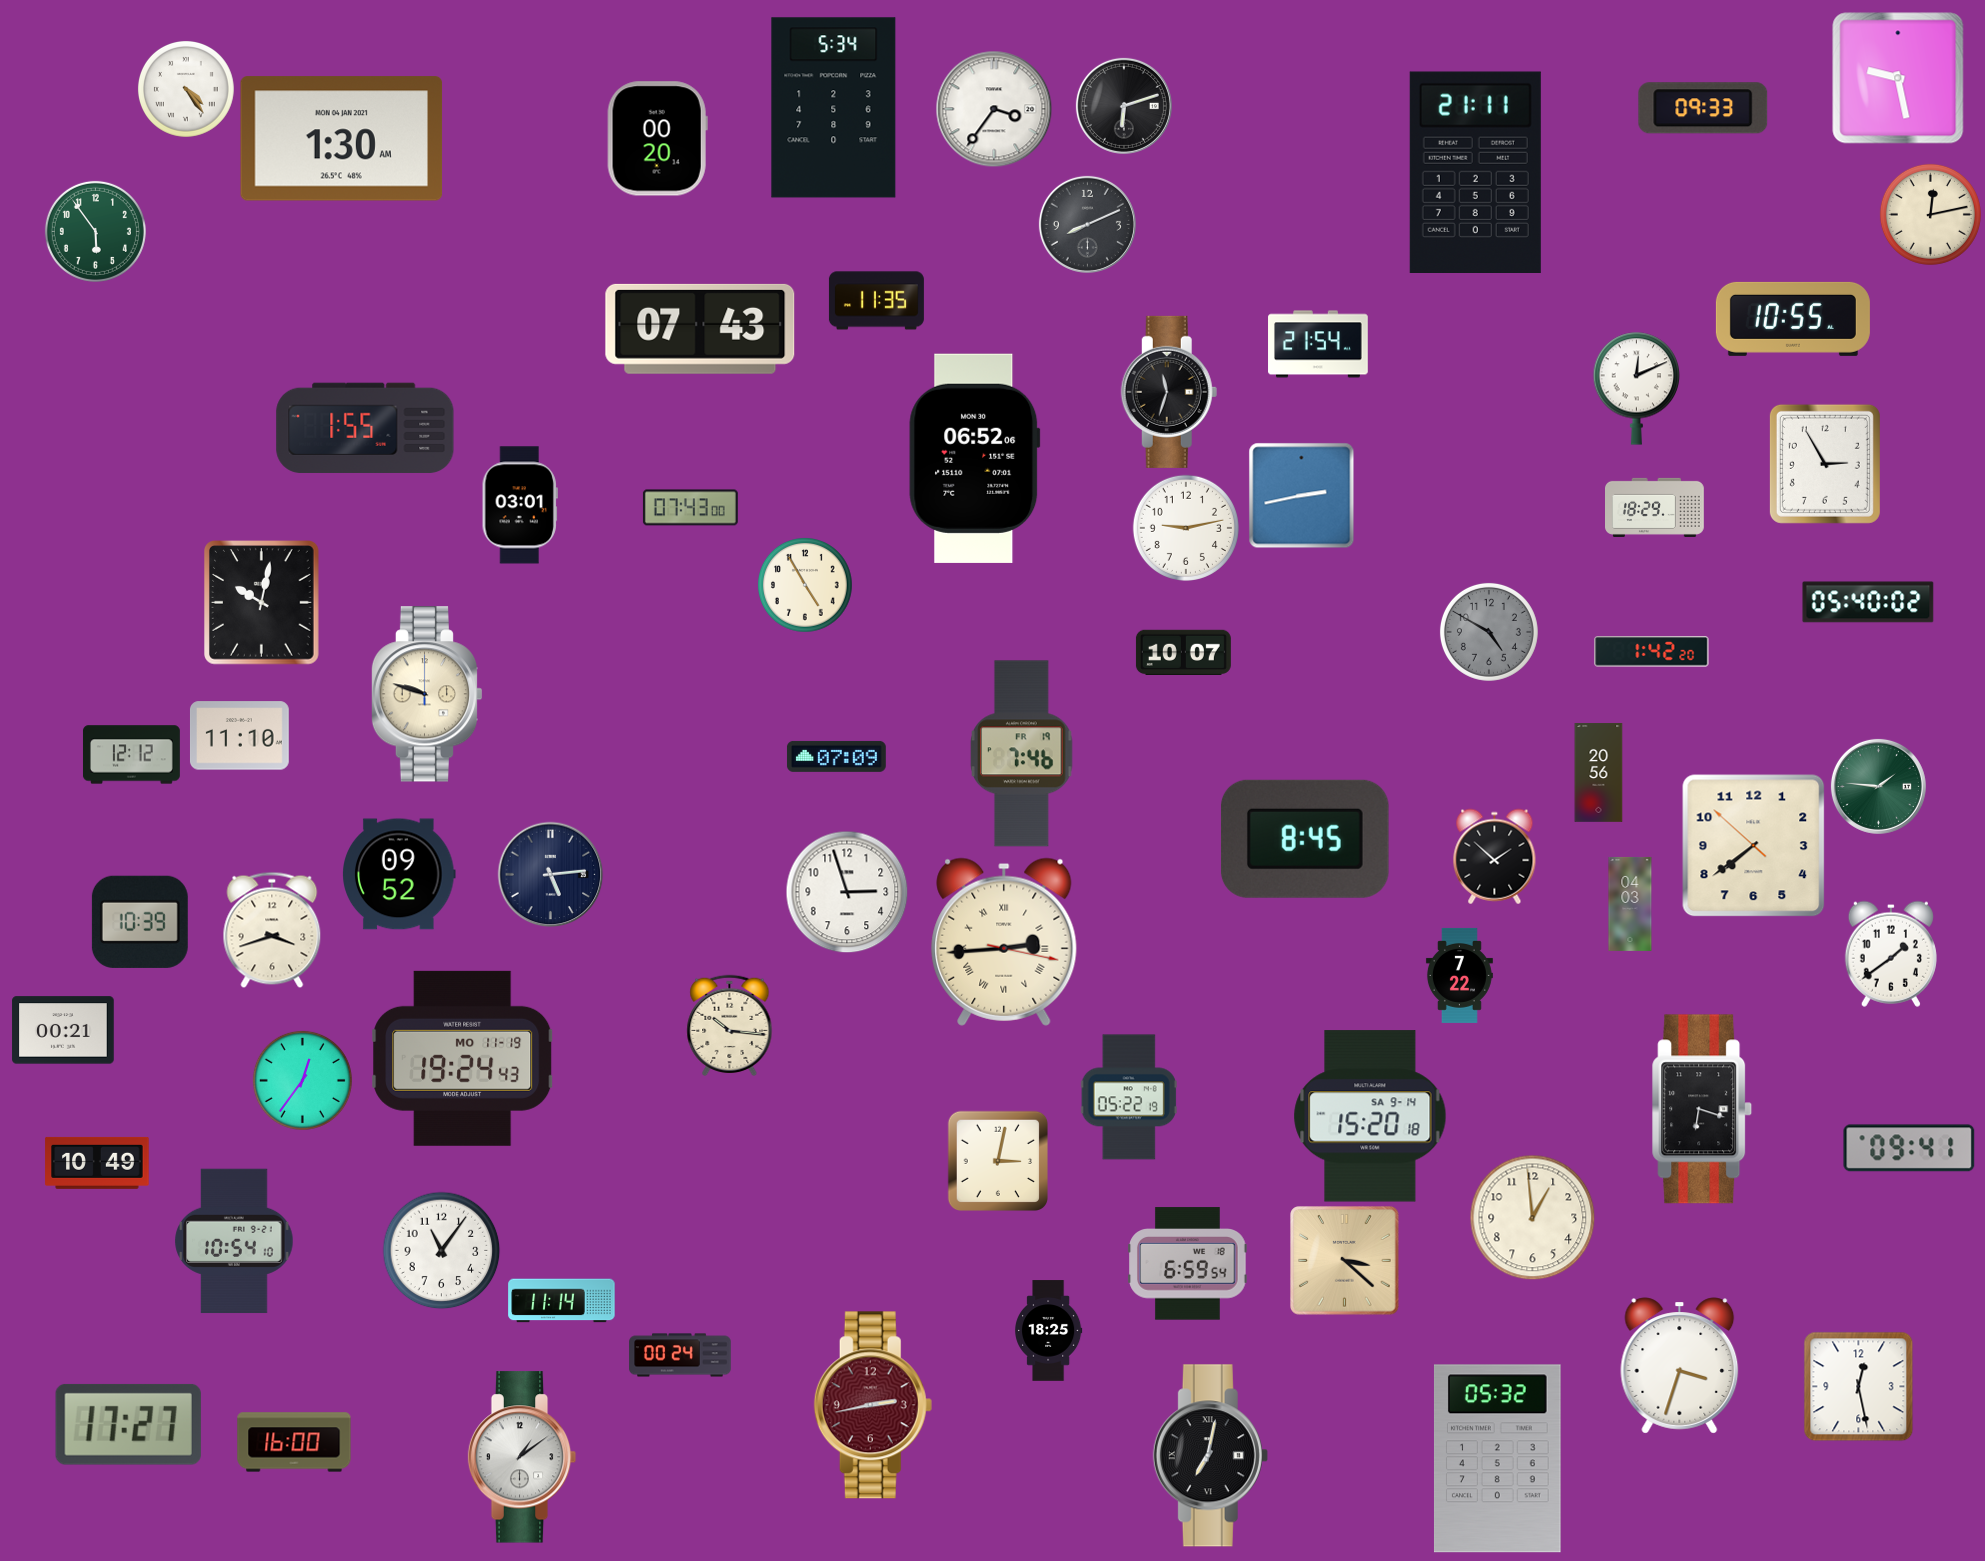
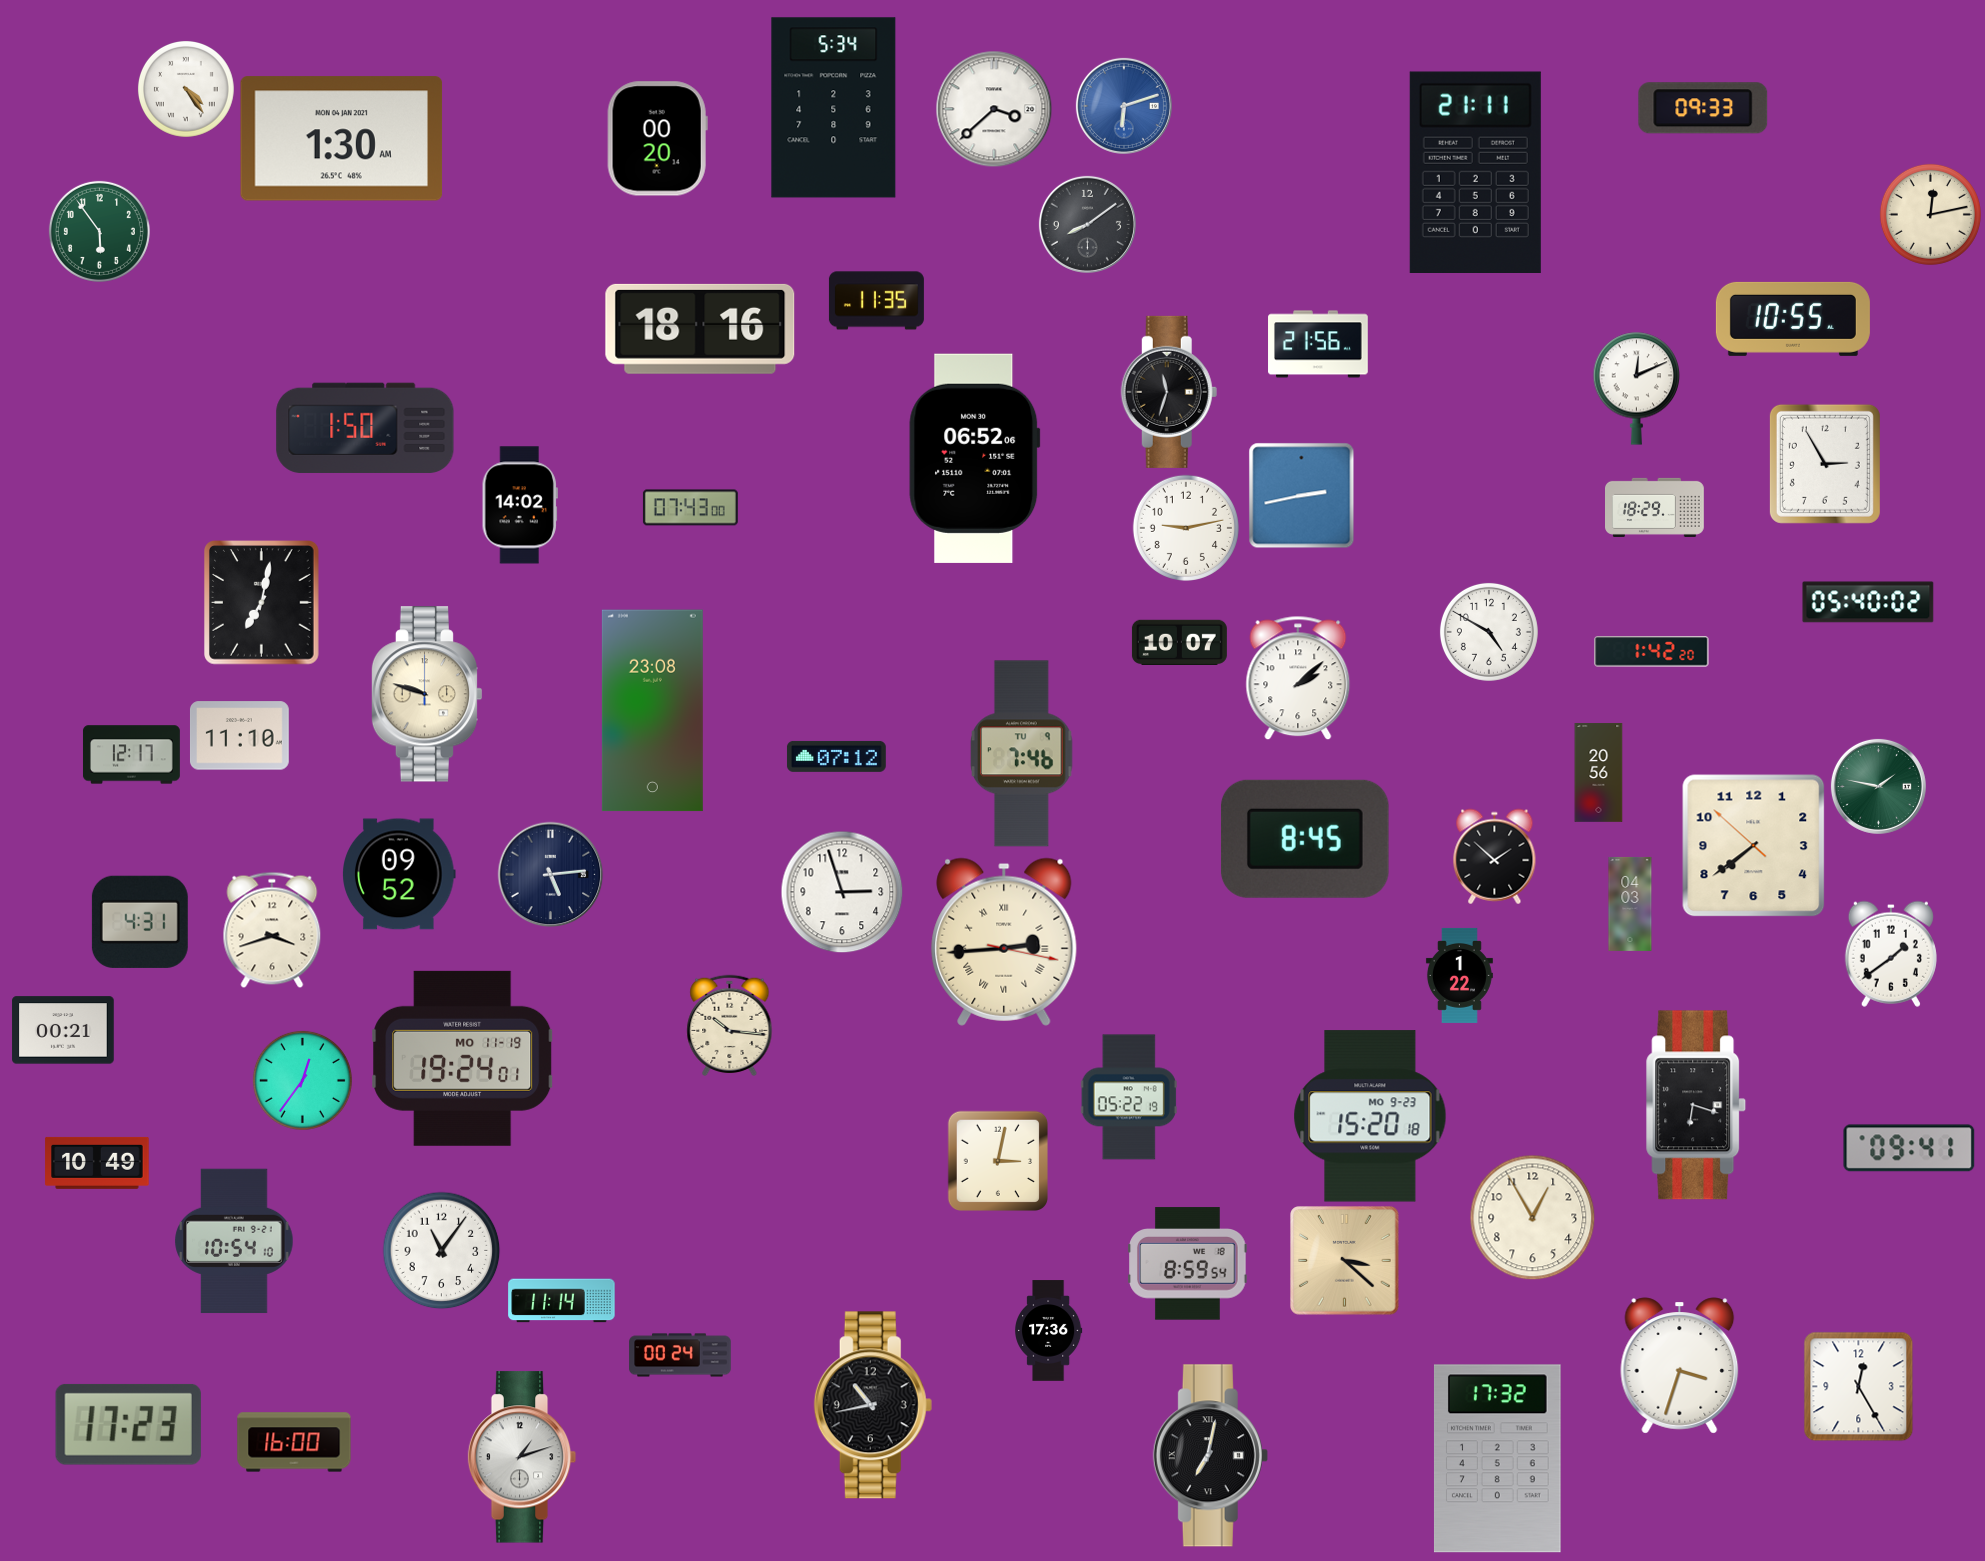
clock at (1898, 78): 9:28 -> none
clock at (1124, 106) dial: black -> blue
clock at (994, 109): 3:36 -> 3:38
clock at (1087, 224): 8:11 -> 8:09
clock at (95, 231) position: (95, 231) -> (99, 231)
clock at (700, 329): 07:43 -> 18:16
clock at (1318, 344): 21:54 -> 21:56
clock at (365, 428): 1:55 -> 1:50
clock at (520, 505): 03:01 -> 14:02
clock at (805, 585): 4:55 -> none
clock at (262, 603): 10:02 -> 7:02
clock at (1489, 632) dial: grey -> white
clock at (1183, 652) position: (1183, 652) -> (1179, 642)
clock at (1298, 678): none -> 2:08
clock at (652, 711): none -> 23:08
clock at (1022, 754) date: FR 19 -> TU 9
clock at (132, 755): 12:12 -> 12:17
clock at (836, 756): 07:09 -> 07:12
clock at (1878, 786): 1:46 -> 1:47
clock at (847, 892) position: (847, 892) -> (842, 892)
clock at (140, 922): 10:39 -> 4:31
clock at (1459, 975): 7:22 -> 1:22
clock at (463, 1058): 19:24:43 -> 19:24:01
clock at (1702, 1109) position: (1702, 1109) -> (1696, 1105)
clock at (1370, 1116) date: SA 9-14 -> MO 9-23
clock at (1532, 1217): 12:59 -> 12:55
clock at (1188, 1264): 6:59 -> 8:59
clock at (1049, 1331): 18:25 -> 17:36
clock at (1858, 1386): 12:28 -> 12:25
clock at (873, 1405): 2:43 -> 10:43
clock at (873, 1405) dial: burgundy -> black
clock at (128, 1424): 17:27 -> 17:23
clock at (522, 1457): 1:09 -> 1:12
clock at (1497, 1459): 05:32 -> 17:32
